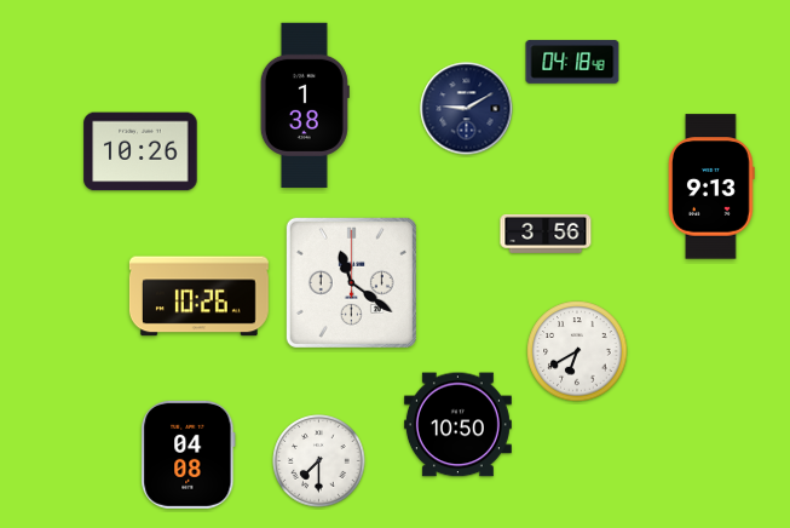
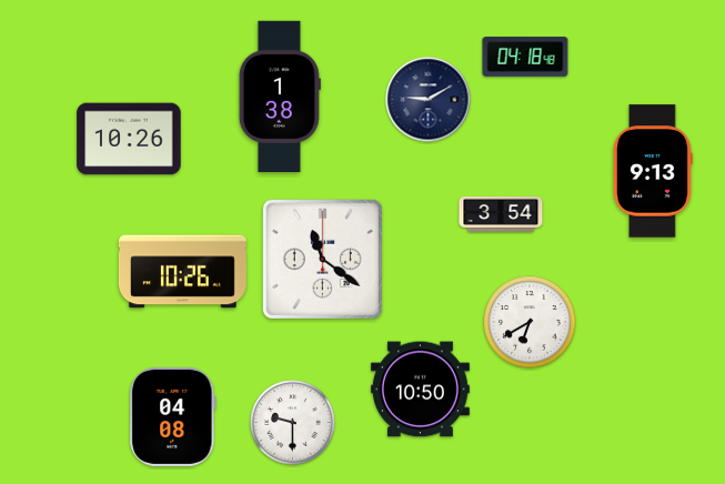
clock at (546, 234): 3:56 -> 3:54
clock at (319, 461): 7:30 -> 9:30
